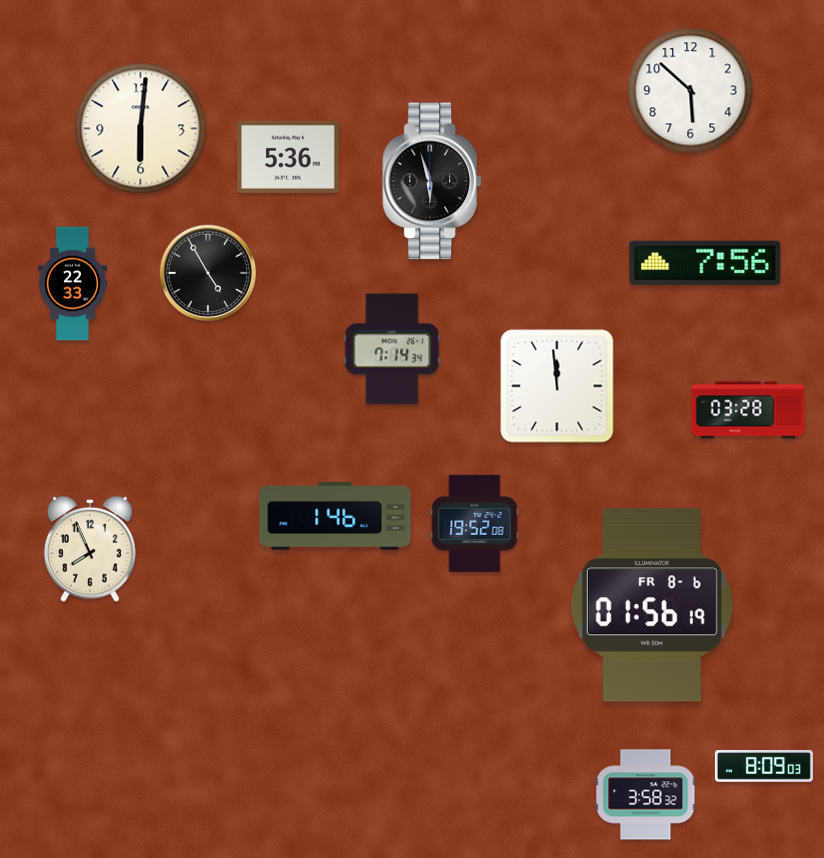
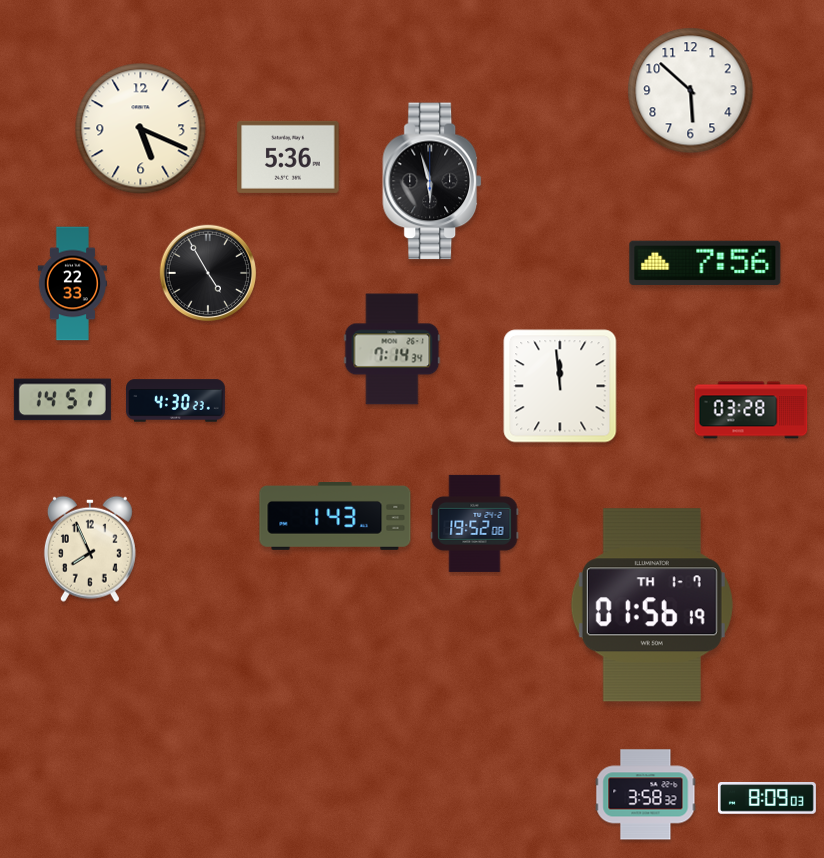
clock at (141, 129): 6:01 -> 5:19
clock at (557, 386) position: (557, 386) -> (560, 386)
clock at (62, 400): none -> 14:51
clock at (176, 401): none -> 4:30
clock at (748, 410) position: (748, 410) -> (751, 410)
clock at (335, 517): 1:46 -> 1:43
clock at (652, 605) date: FR 8-6 -> TH 1-7
clock at (764, 766) position: (764, 766) -> (767, 798)
